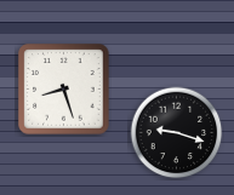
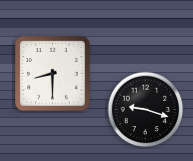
clock at (64, 90): 8:27 -> 8:30
